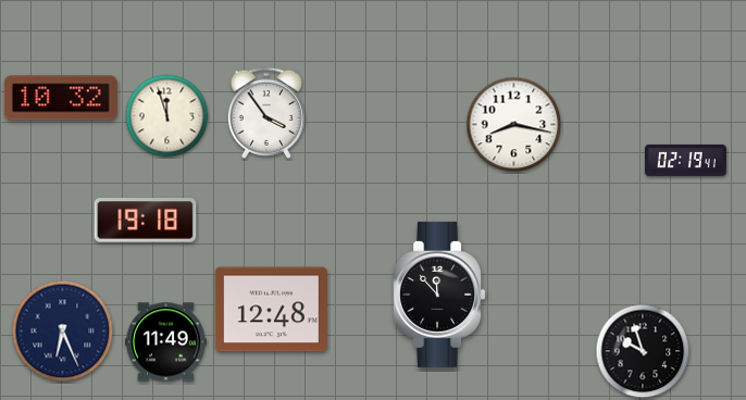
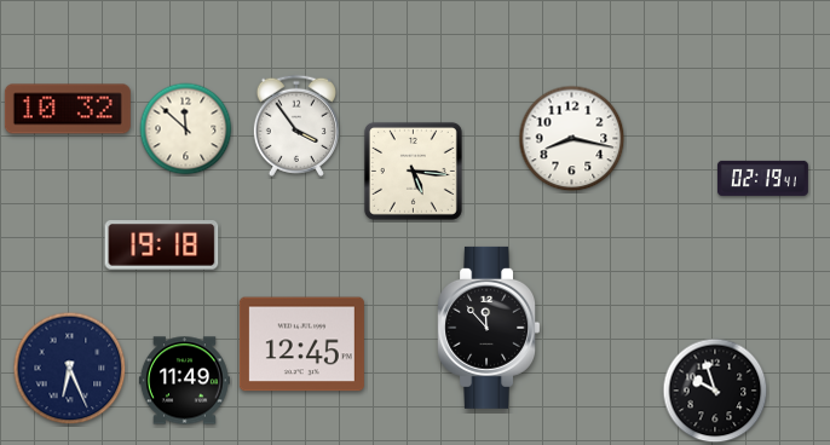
clock at (167, 116): 11:57 -> 11:52
clock at (413, 171): none -> 5:16
clock at (271, 310): 12:48 -> 12:45
